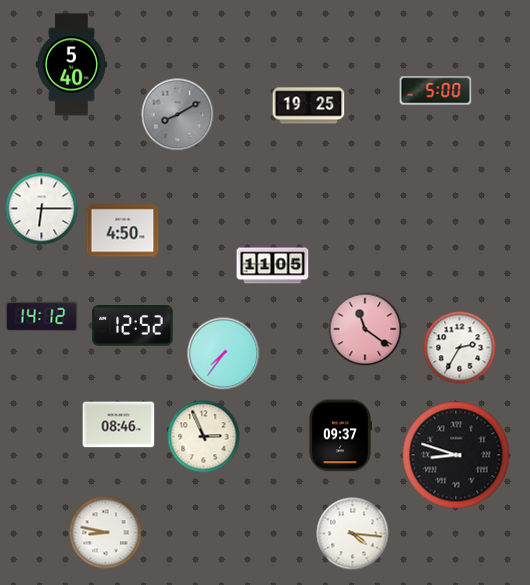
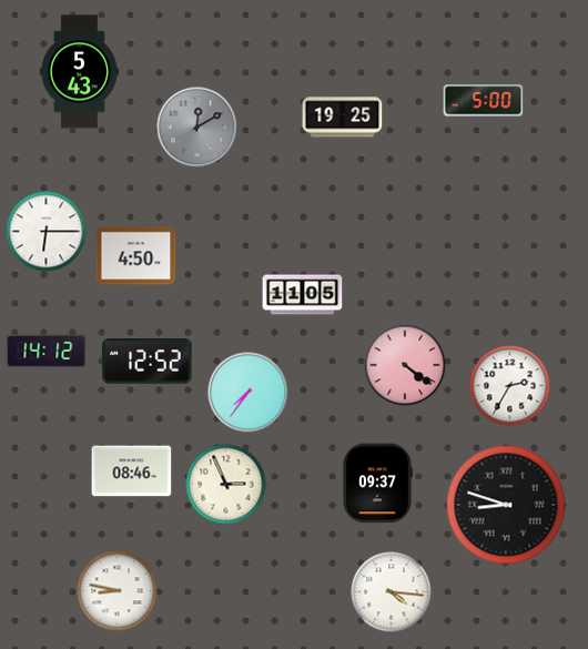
clock at (71, 65): 5:40 -> 5:43
clock at (178, 115): 8:10 -> 12:10
clock at (365, 329): 11:21 -> 4:21
